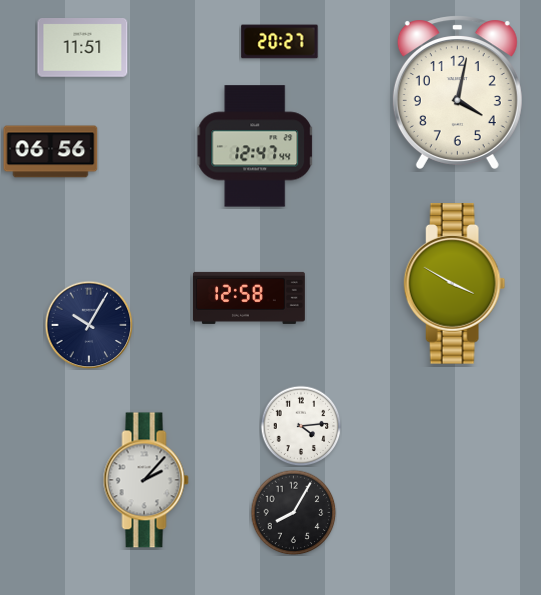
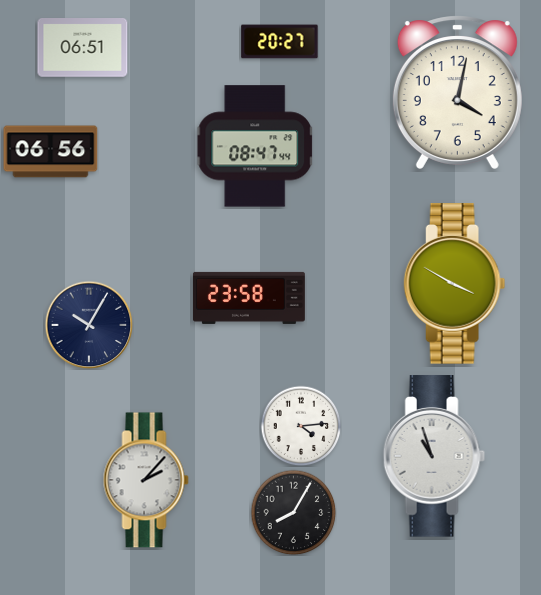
clock at (83, 48): 11:51 -> 06:51
clock at (255, 146): 12:47 -> 08:47
clock at (249, 298): 12:58 -> 23:58
clock at (434, 456): none -> 10:57
